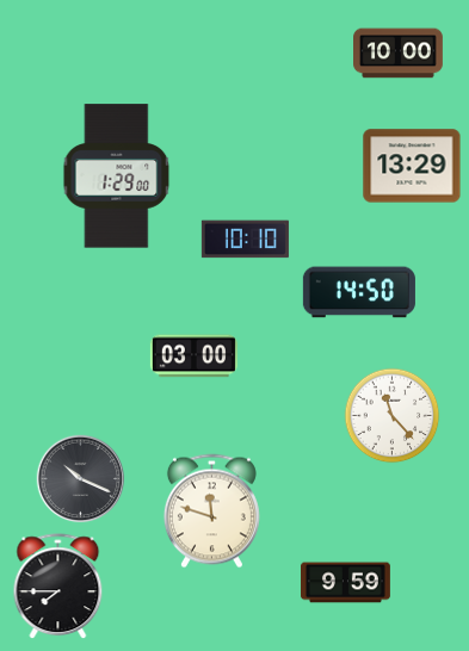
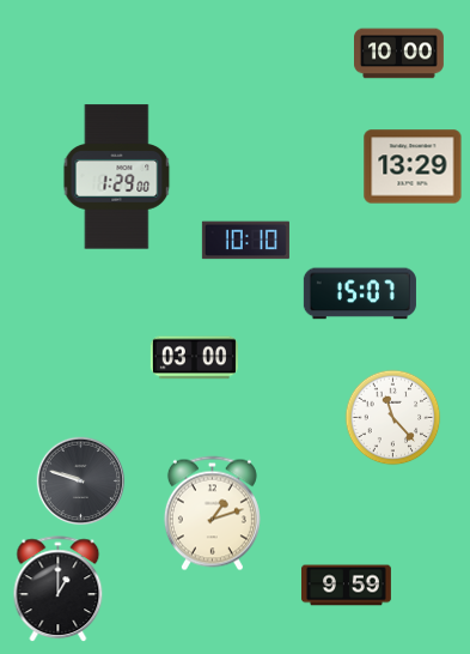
clock at (359, 292): 14:50 -> 15:07
clock at (81, 479): 10:19 -> 9:48
clock at (211, 511): 11:48 -> 1:12
clock at (58, 587): 7:45 -> 1:00
